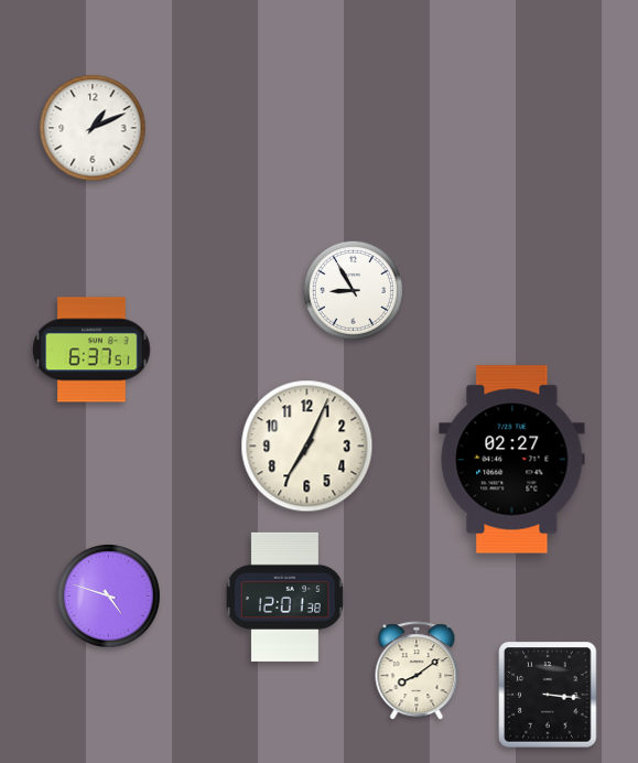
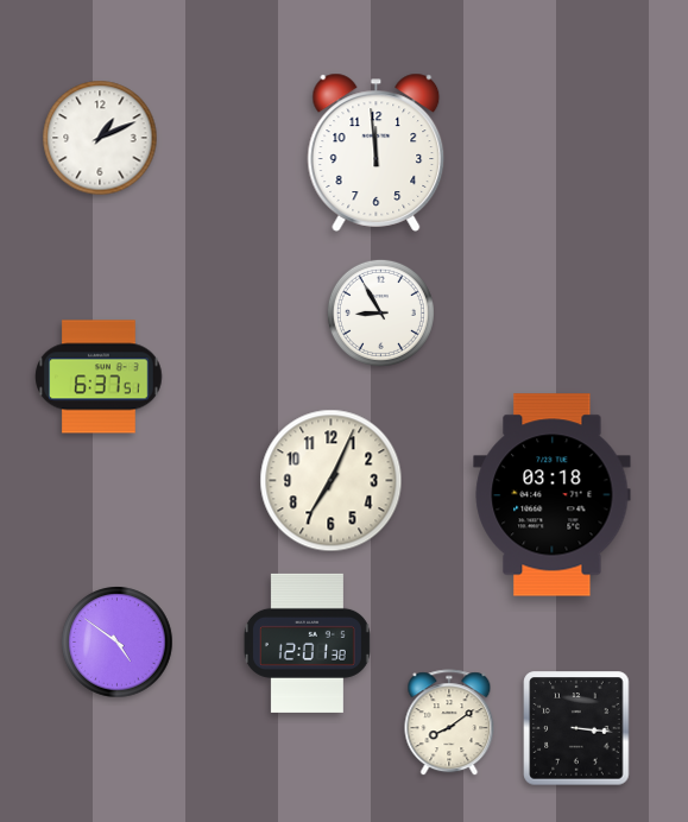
clock at (377, 152): none -> 11:59
clock at (512, 460): 02:27 -> 03:18
clock at (109, 597): 4:48 -> 4:51
clock at (548, 695) position: (548, 695) -> (576, 728)
